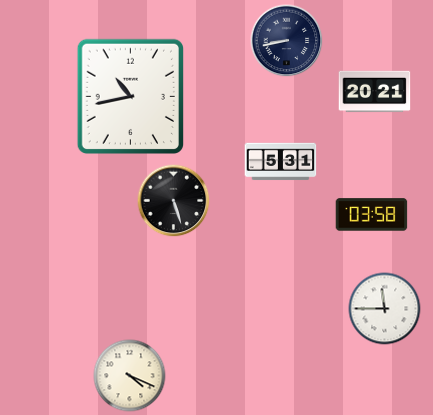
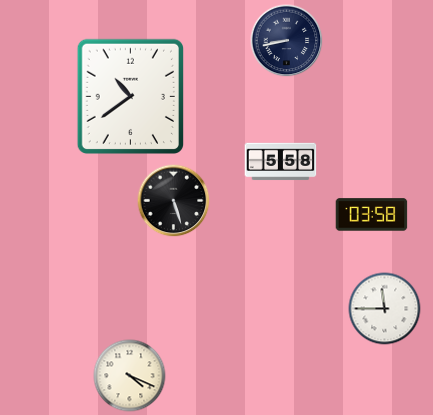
clock at (375, 92): 20:21 -> none
clock at (130, 96): 10:43 -> 10:39
clock at (281, 162): 5:31 -> 5:58
